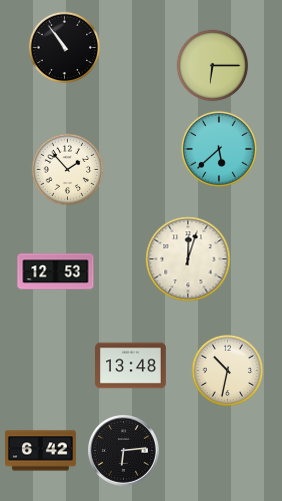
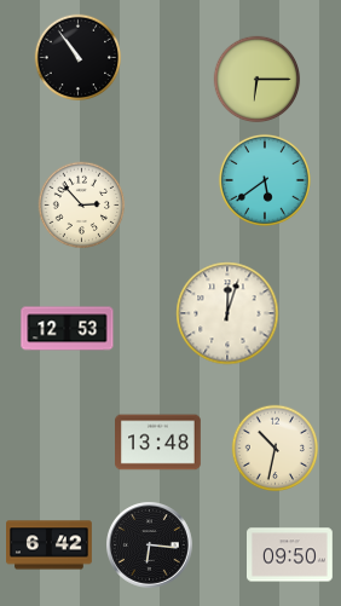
clock at (219, 149): 5:38 -> 5:39
clock at (68, 170): 1:53 -> 2:53
clock at (124, 451): 6:14 -> 6:16
clock at (290, 555): none -> 09:50
